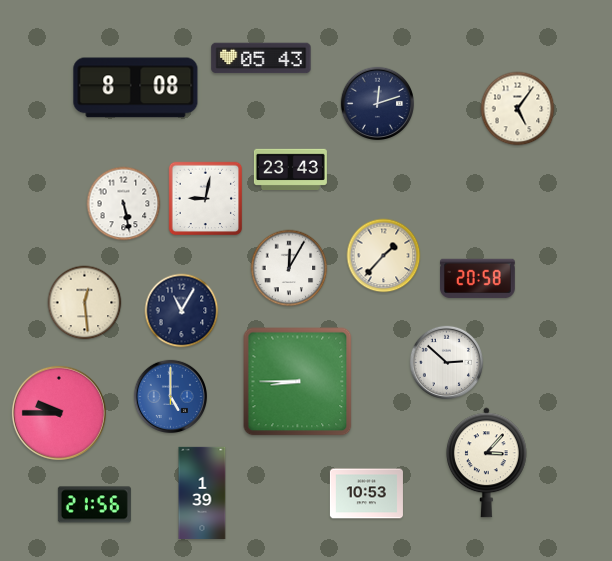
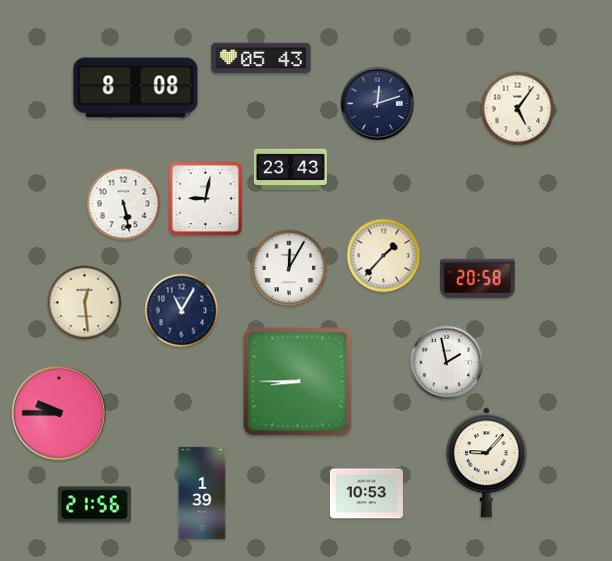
clock at (447, 363): 2:52 -> 1:58
clock at (171, 397): 5:00 -> none
clock at (486, 463): 3:07 -> 9:07
